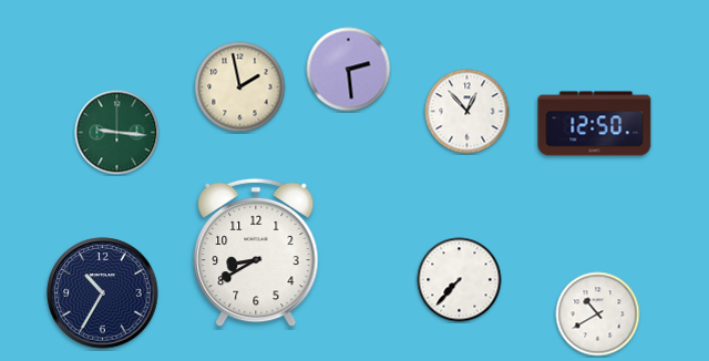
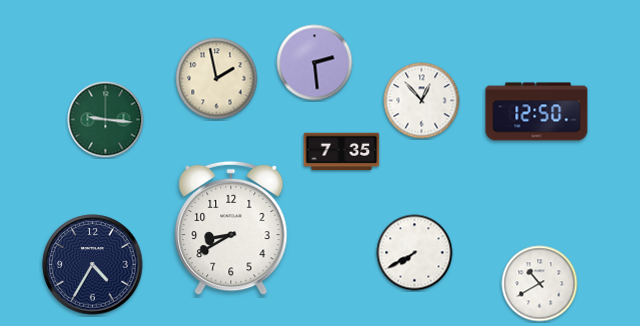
clock at (342, 152): none -> 7:35
clock at (460, 280): 7:37 -> 7:40
clock at (103, 293): 10:35 -> 4:35
